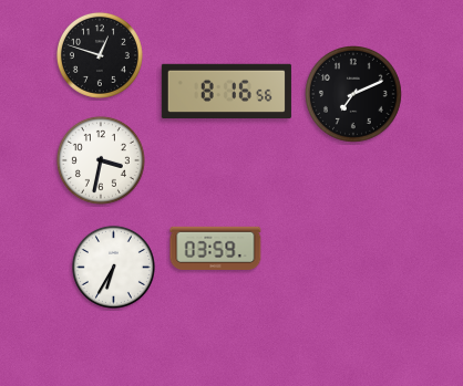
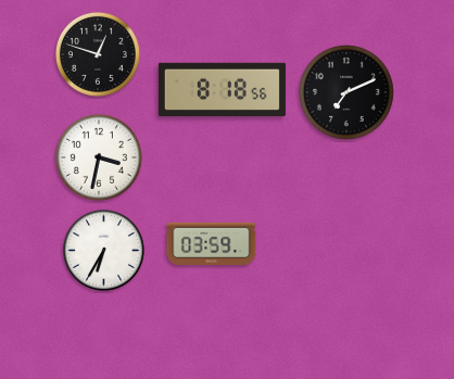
clock at (226, 92): 8:16 -> 8:18
clock at (113, 267) position: (113, 267) -> (103, 250)
